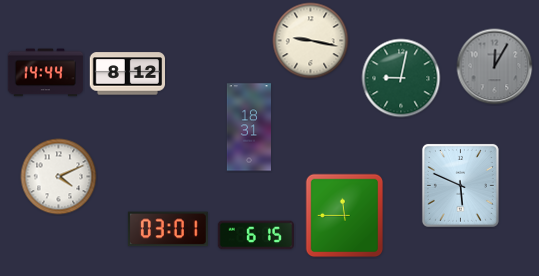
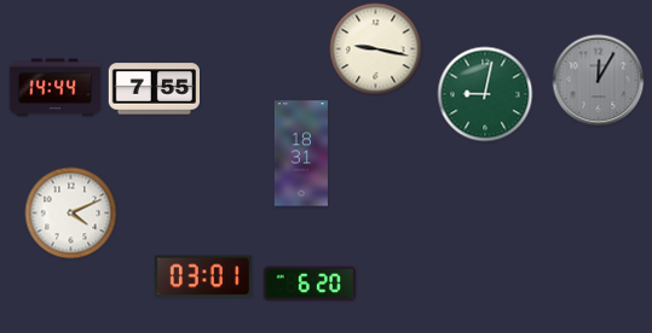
clock at (128, 74): 8:12 -> 7:55
clock at (460, 185): 5:49 -> none
clock at (345, 216): 11:45 -> none
clock at (255, 235): 6:15 -> 6:20
